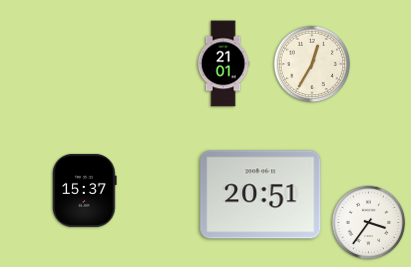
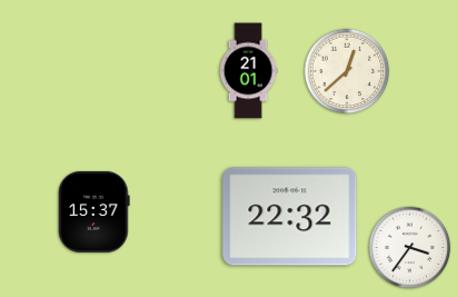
clock at (312, 64): 12:35 -> 12:38
clock at (261, 195): 20:51 -> 22:32
